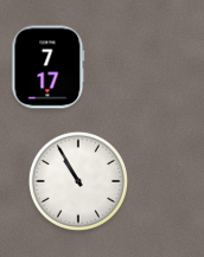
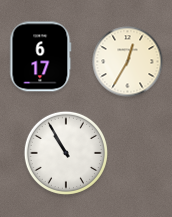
clock at (49, 68): 7:17 -> 6:17
clock at (128, 62): none -> 12:35
